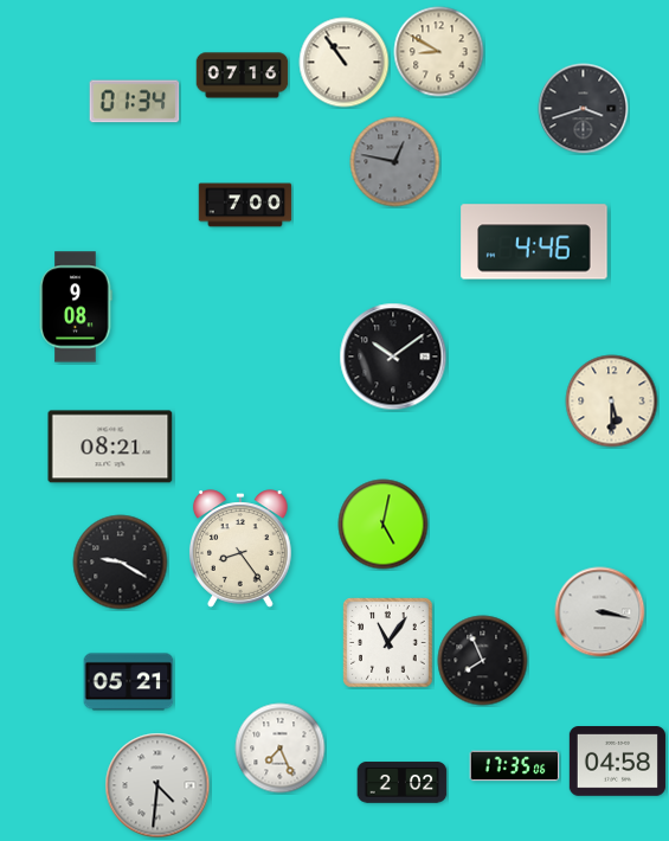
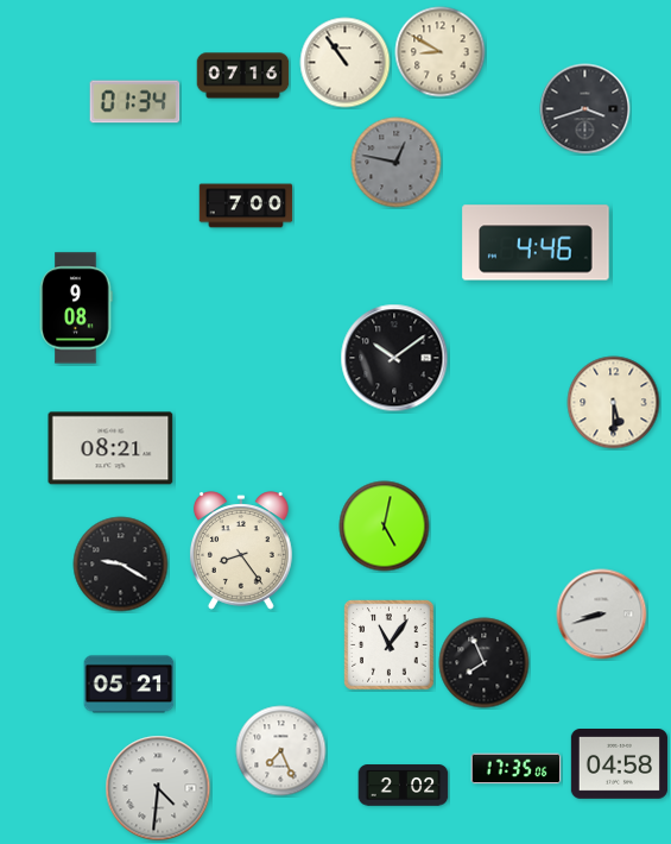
clock at (600, 612): 3:17 -> 8:42
